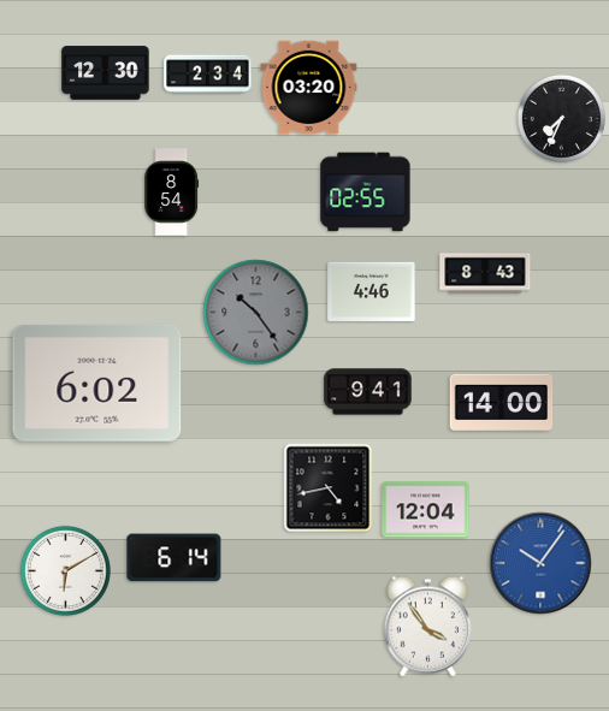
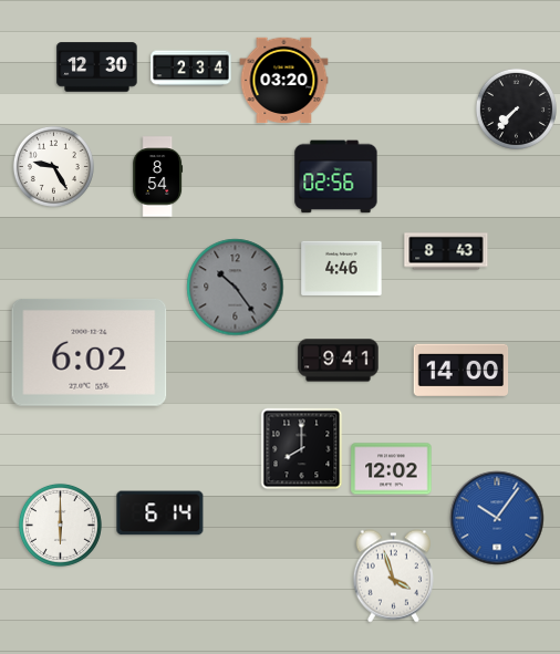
clock at (561, 118): 7:34 -> 7:37
clock at (53, 166): none -> 9:25
clock at (366, 192): 02:55 -> 02:56
clock at (329, 488): 4:43 -> 8:00
clock at (426, 510): 12:04 -> 12:02
clock at (65, 570): 6:10 -> 6:00
clock at (427, 627): 3:54 -> 3:57
